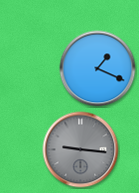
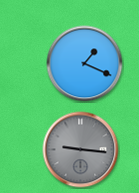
clock at (98, 69) position: (98, 69) -> (85, 64)
